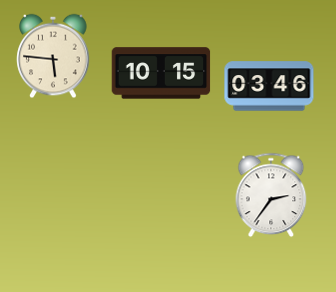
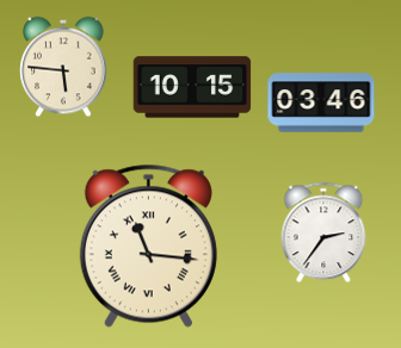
clock at (148, 246): none -> 11:16
